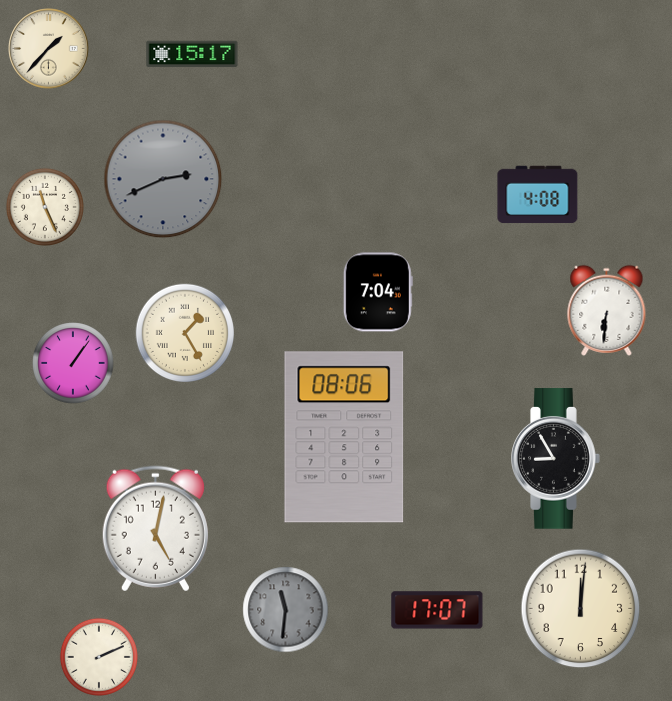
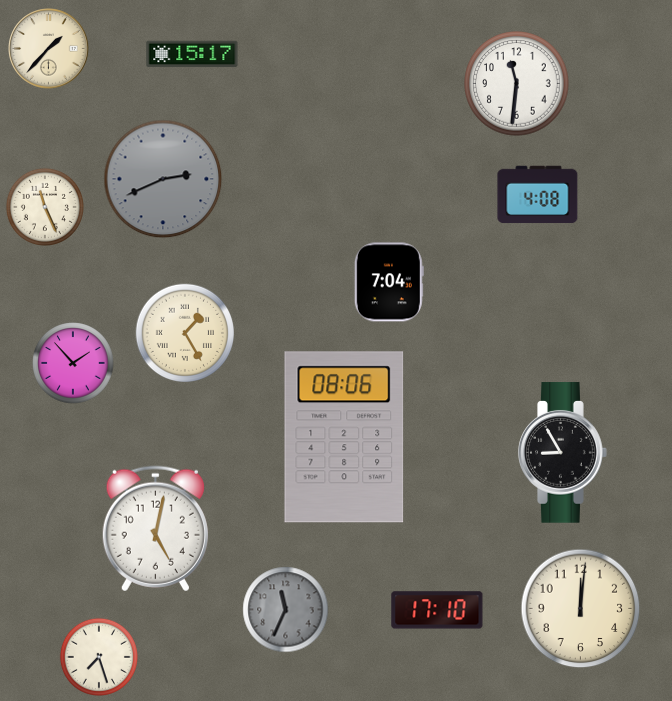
clock at (517, 84): none -> 11:31
clock at (378, 292) position: (378, 292) -> (389, 282)
clock at (607, 310): 6:31 -> none
clock at (73, 363): 1:06 -> 1:53
clock at (556, 459) position: (556, 459) -> (563, 453)
clock at (286, 610): 11:31 -> 11:34
clock at (437, 610): 17:07 -> 17:10
clock at (99, 657): 2:11 -> 7:27
